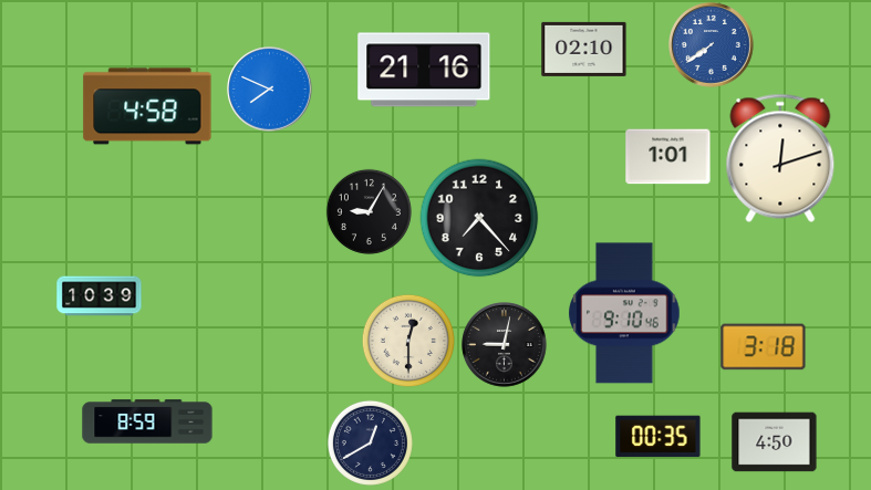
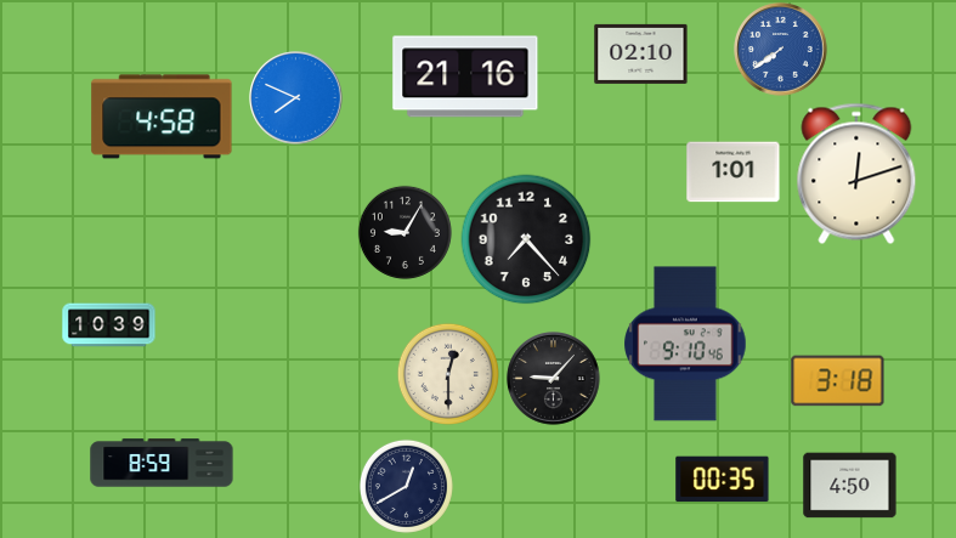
clock at (505, 345): 9:02 -> 9:07
